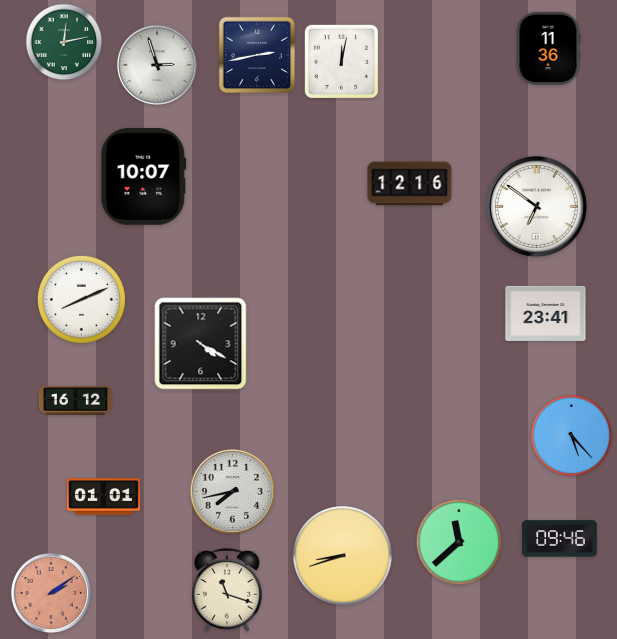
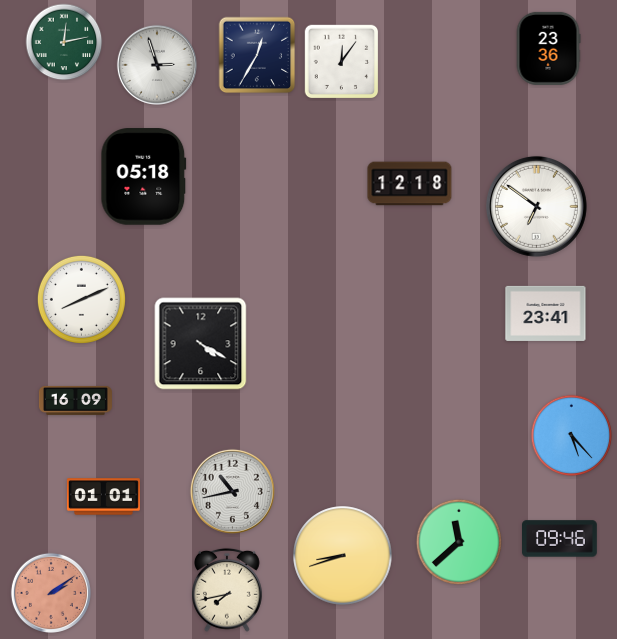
clock at (548, 48): 11:36 -> 23:36
clock at (257, 55): 2:43 -> 12:35
clock at (342, 62): 12:02 -> 12:06
clock at (144, 177): 10:07 -> 05:18
clock at (410, 184): 12:16 -> 12:18
clock at (75, 400): 16:12 -> 16:09
clock at (232, 491): 7:43 -> 10:43
clock at (228, 590): 11:18 -> 7:43
